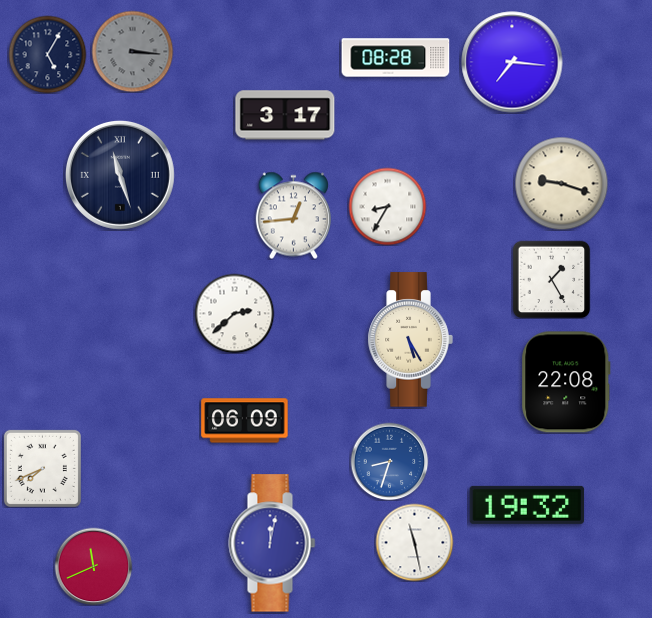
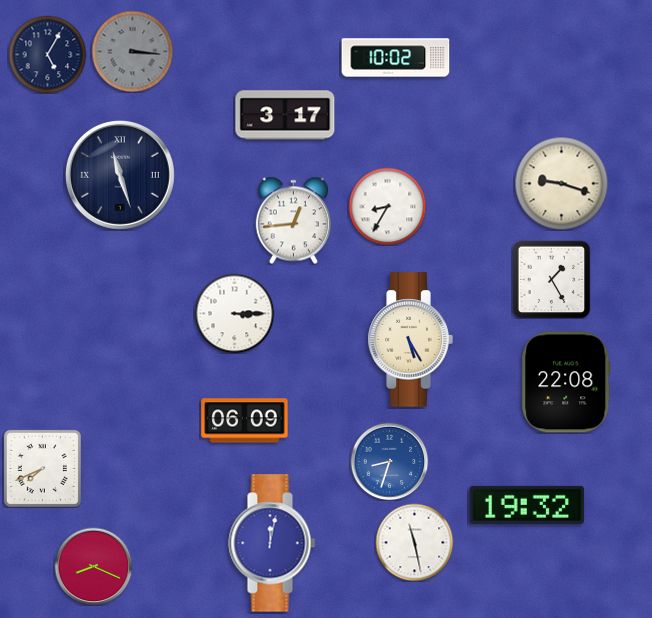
clock at (396, 58): 08:28 -> 10:02
clock at (512, 62): 7:16 -> none
clock at (293, 215) position: (293, 215) -> (293, 220)
clock at (234, 313): 2:38 -> 3:15
clock at (93, 566): 11:41 -> 8:19
